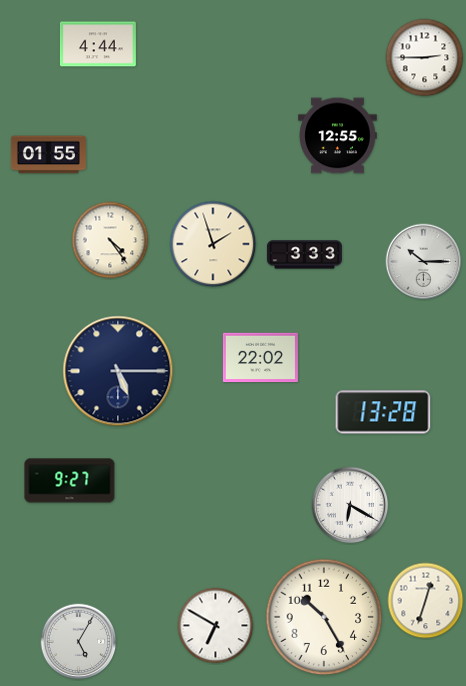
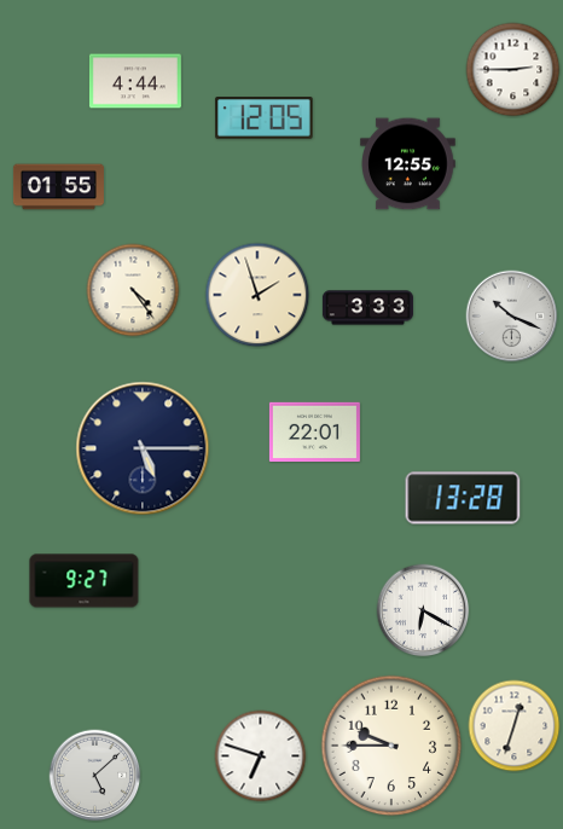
clock at (98, 44) position: (98, 44) -> (135, 81)
clock at (265, 118): none -> 12:05
clock at (424, 262): 10:15 -> 10:19
clock at (260, 358): 22:02 -> 22:01
clock at (324, 617): 10:25 -> 9:45
clock at (216, 626): 6:50 -> 6:48
clock at (79, 642): 5:05 -> 5:08
